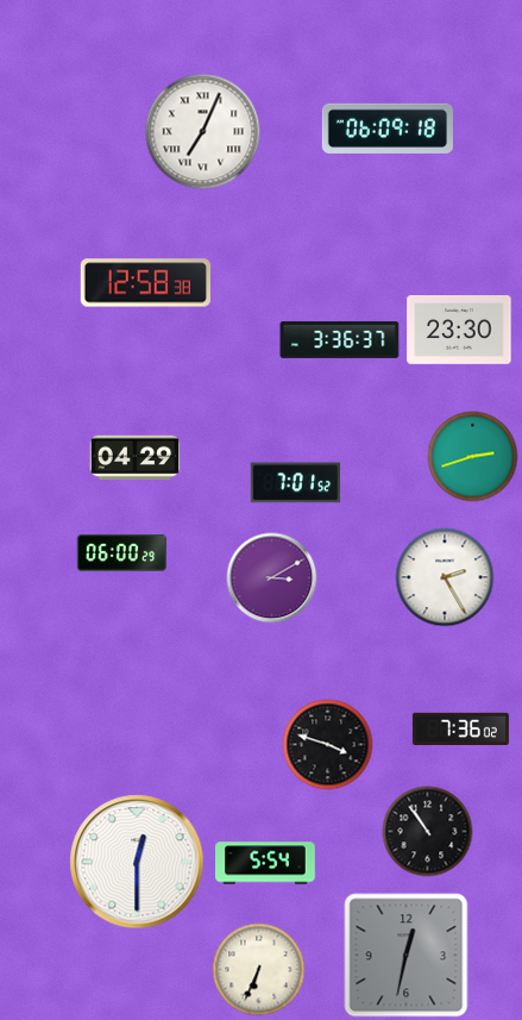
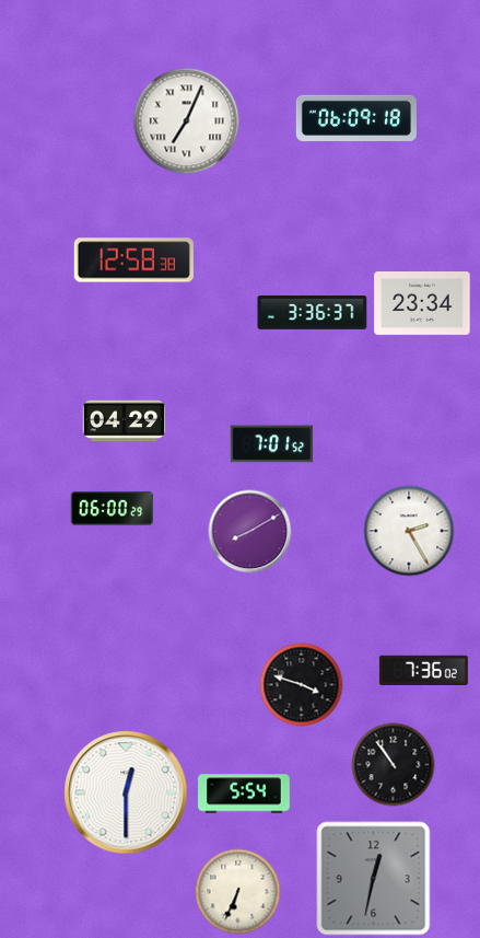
clock at (459, 331): 23:30 -> 23:34
clock at (473, 457): 2:42 -> none
clock at (272, 578): 3:10 -> 8:10
